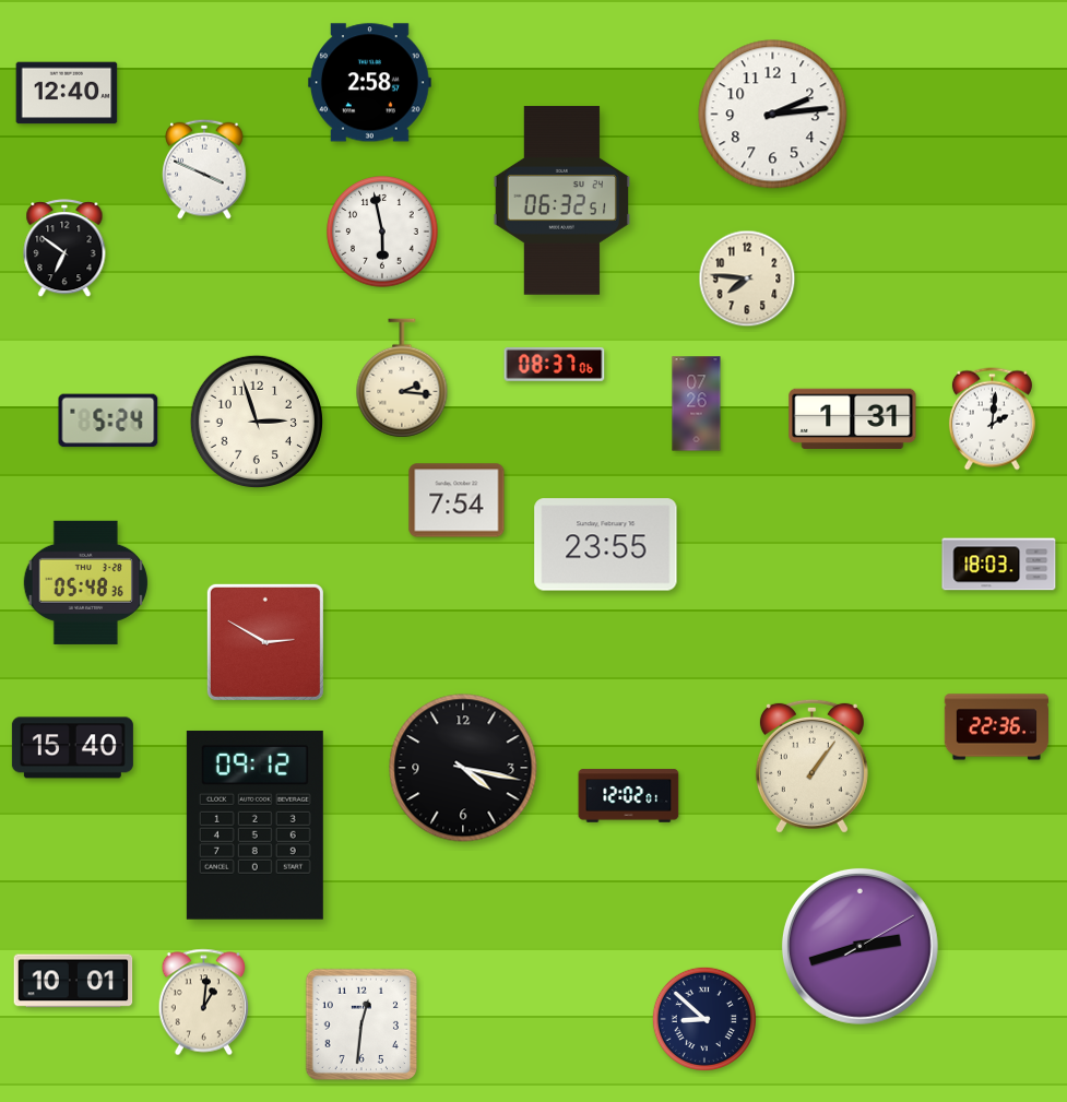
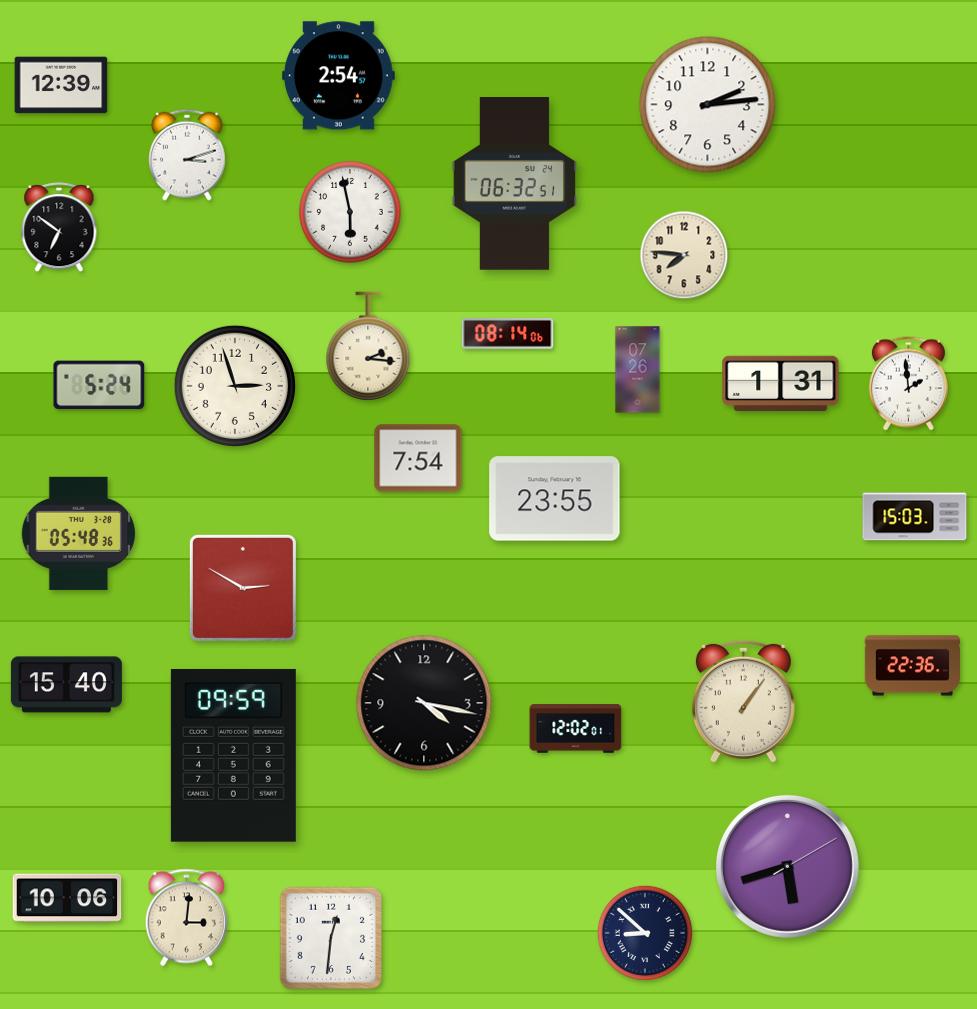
clock at (369, 83): 2:58 -> 2:54
clock at (67, 93): 12:40 -> 12:39
clock at (204, 169): 3:49 -> 3:12
clock at (555, 364): 08:37 -> 08:14
clock at (992, 419): 2:01 -> 1:59
clock at (999, 565): 18:03 -> 15:03
clock at (254, 825): 09:12 -> 09:59
clock at (859, 946): 2:42 -> 5:42
clock at (73, 981): 10:01 -> 10:06
clock at (204, 1003): 1:01 -> 3:01
